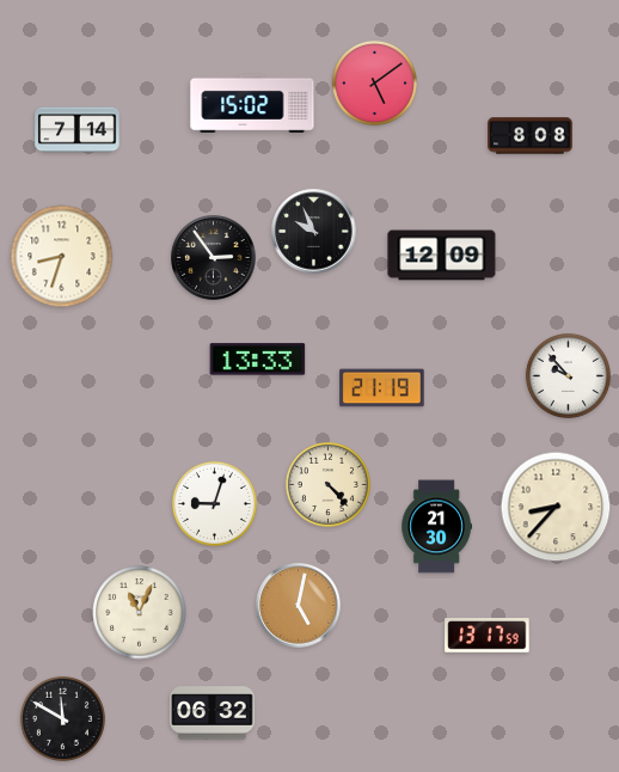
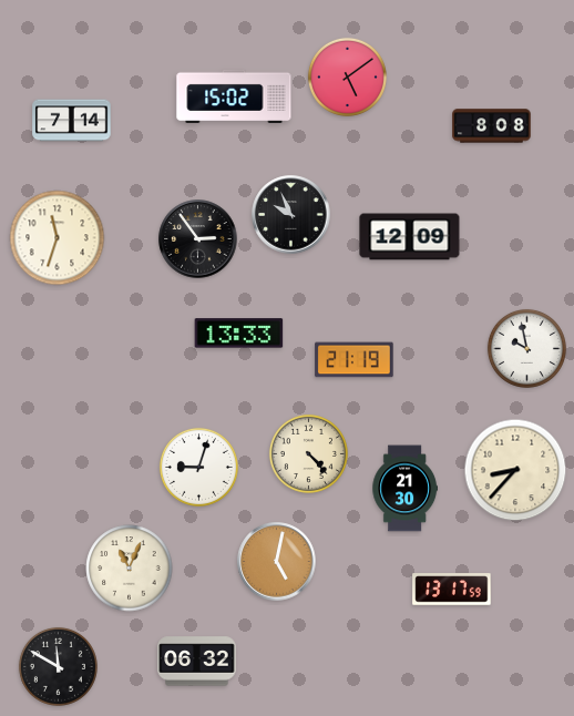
clock at (62, 257): 8:33 -> 11:33
clock at (568, 375): 9:53 -> 9:58
clock at (327, 484) position: (327, 484) -> (308, 453)
